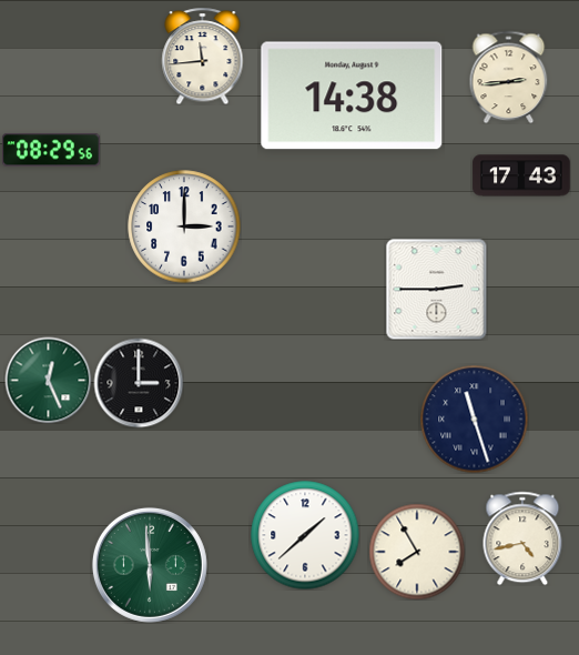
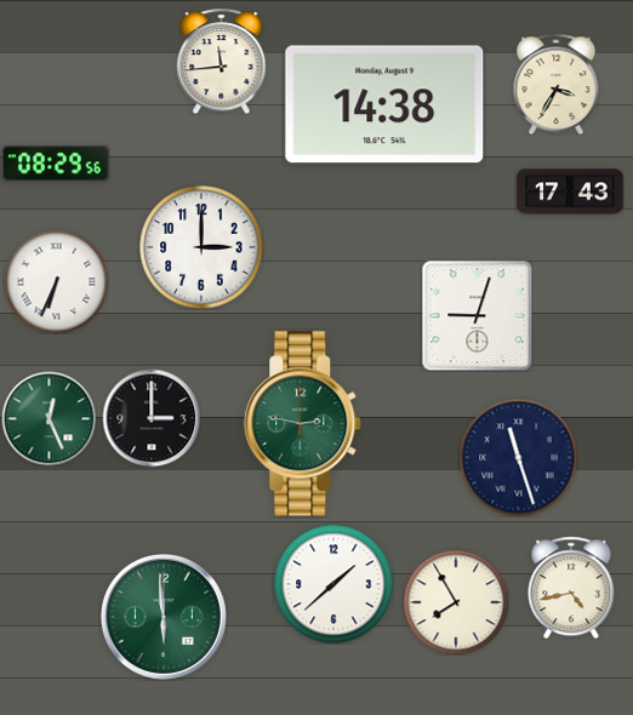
clock at (509, 77): 2:44 -> 3:35
clock at (56, 281): none -> 6:34
clock at (436, 289): 2:45 -> 9:03
clock at (48, 380) position: (48, 380) -> (49, 418)
clock at (303, 424): none -> 2:47
